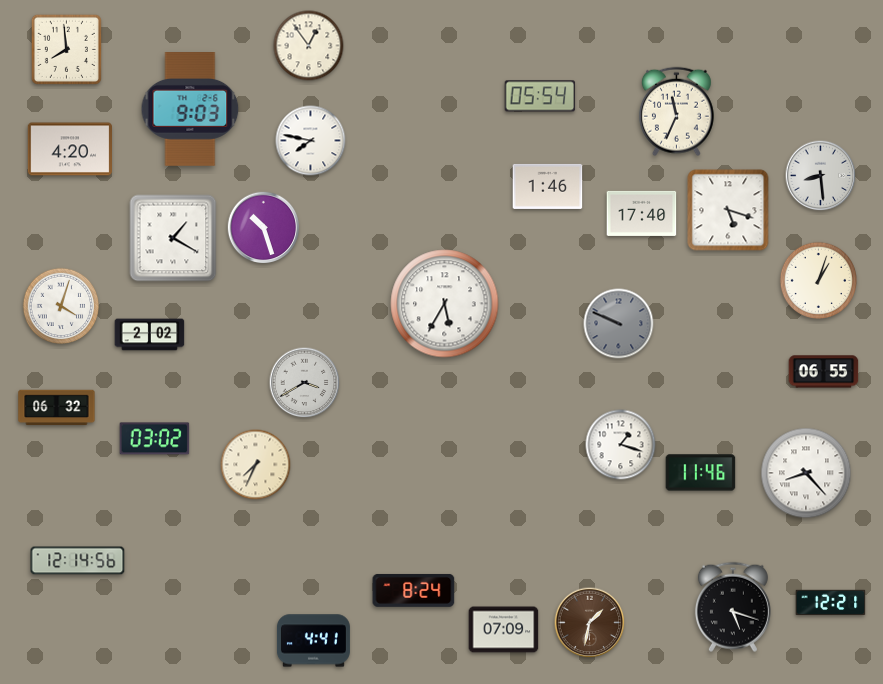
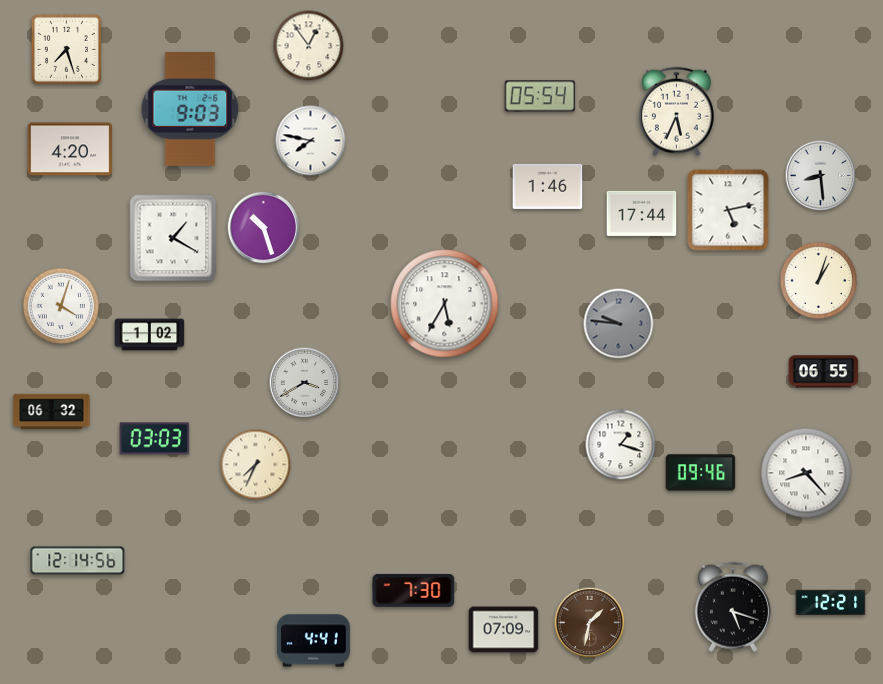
clock at (66, 49): 7:59 -> 7:27
clock at (676, 112): 11:34 -> 5:34
clock at (728, 210): 5:18 -> 5:13
clock at (642, 213): 17:40 -> 17:44
clock at (619, 324): 9:49 -> 9:46
clock at (150, 335): 2:02 -> 1:02
clock at (57, 408) position: (57, 408) -> (52, 412)
clock at (155, 439): 03:02 -> 03:03
clock at (701, 473): 11:46 -> 09:46
clock at (414, 590): 8:24 -> 7:30
